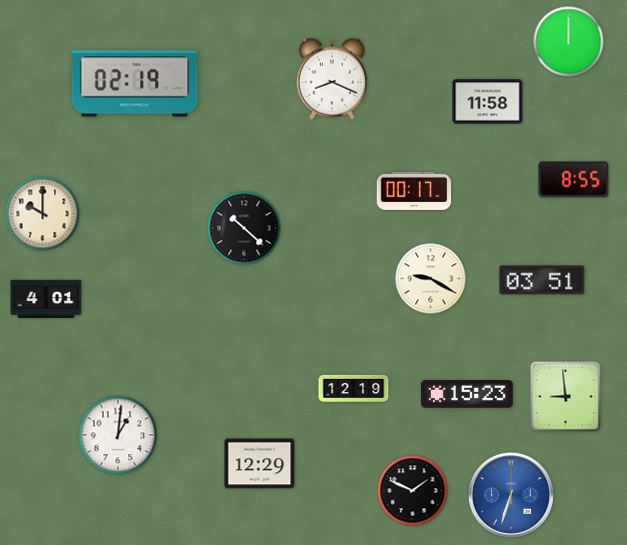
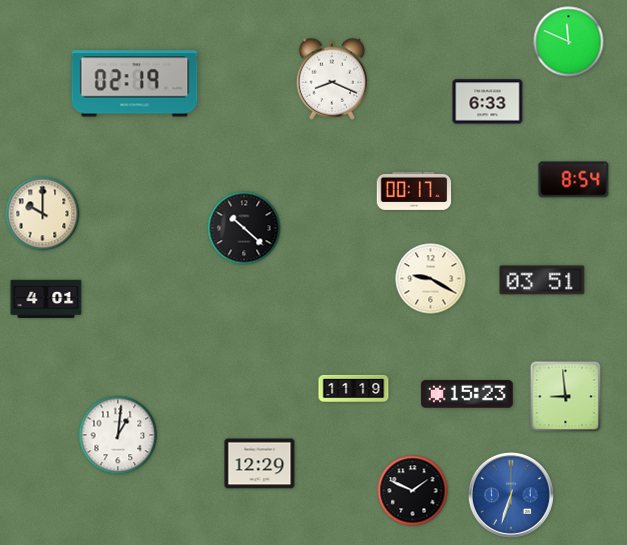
clock at (569, 42): 12:00 -> 11:49
clock at (488, 102): 11:58 -> 6:33
clock at (574, 180): 8:55 -> 8:54
clock at (354, 388): 12:19 -> 11:19
